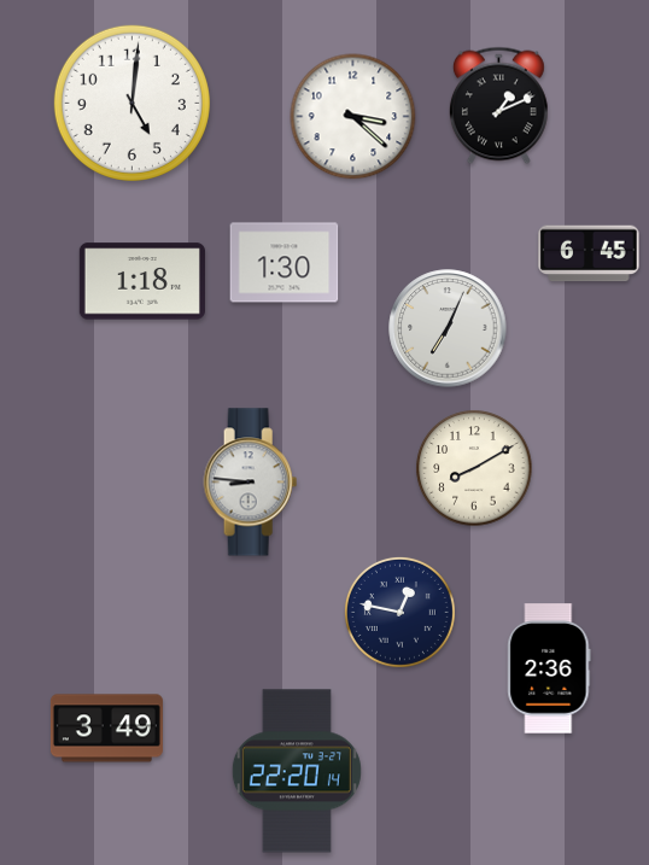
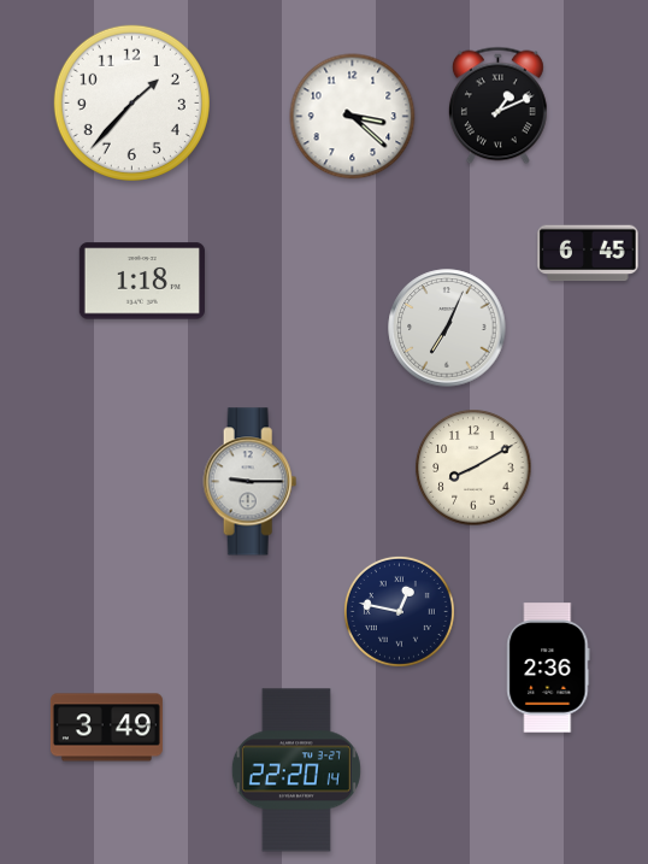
clock at (131, 103): 5:01 -> 1:37
clock at (285, 263): 1:30 -> none
clock at (251, 483): 8:46 -> 9:15
